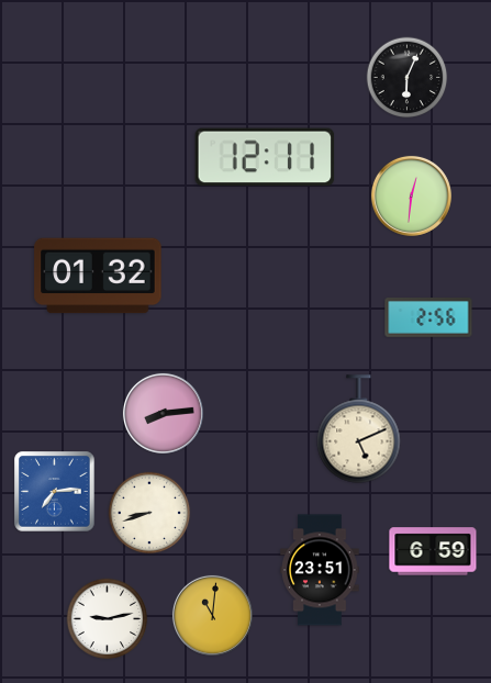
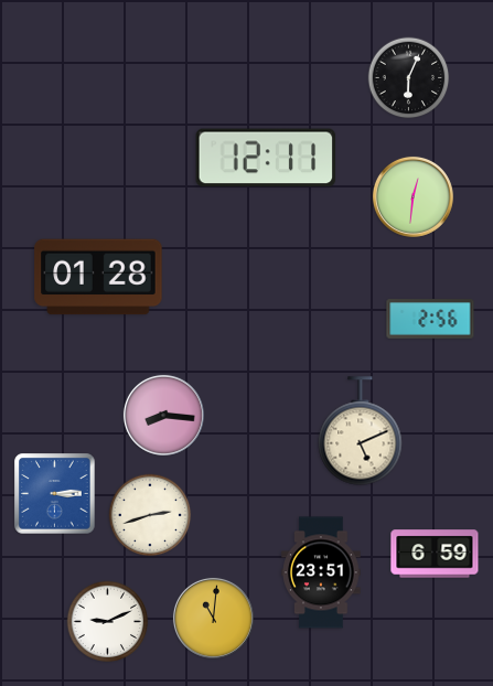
clock at (98, 276): 01:32 -> 01:28
clock at (163, 413): 8:14 -> 8:16
clock at (55, 492): 7:14 -> 3:14
clock at (149, 513): 8:42 -> 2:42
clock at (108, 619): 9:13 -> 9:11
